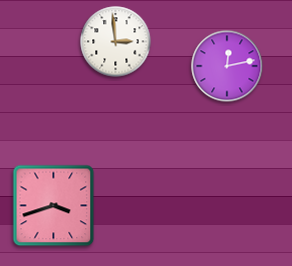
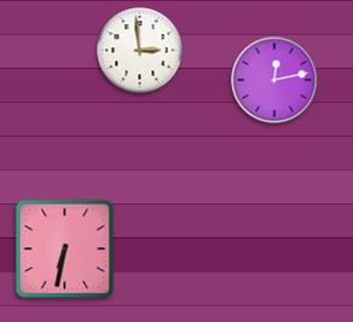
clock at (54, 206): 3:42 -> 6:32
